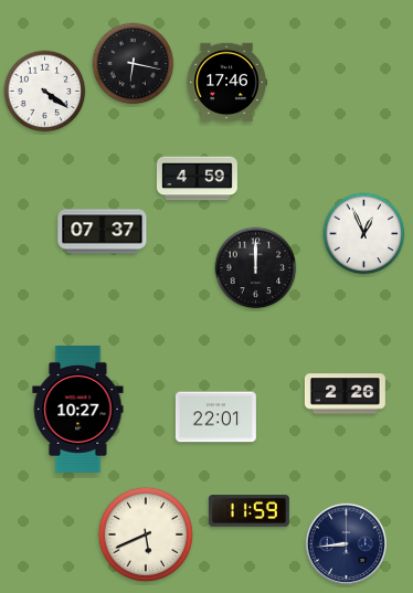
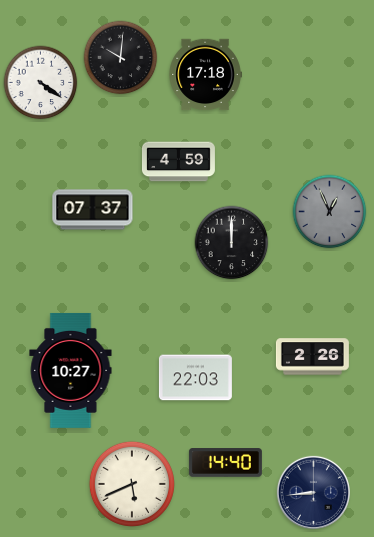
clock at (134, 64): 6:17 -> 10:01
clock at (226, 83): 17:46 -> 17:18
clock at (364, 234) dial: white -> grey
clock at (215, 417): 22:01 -> 22:03
clock at (248, 511): 11:59 -> 14:40
